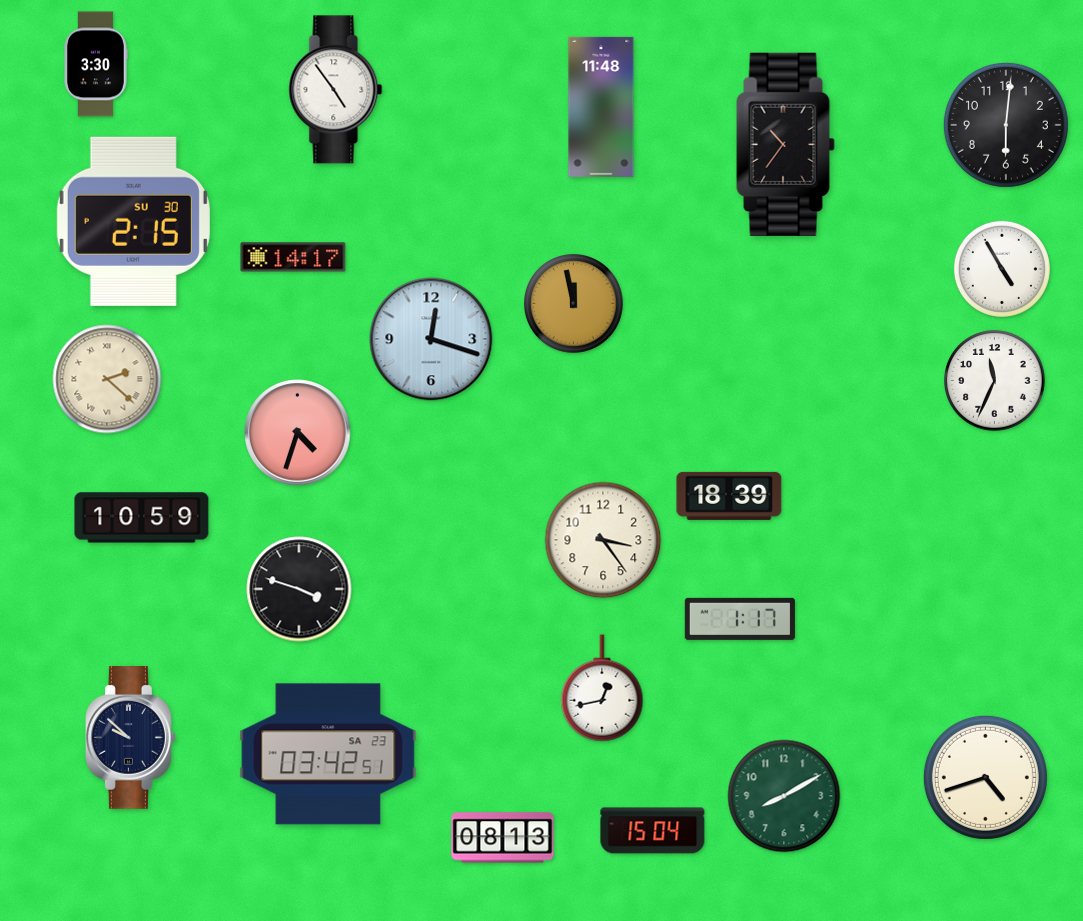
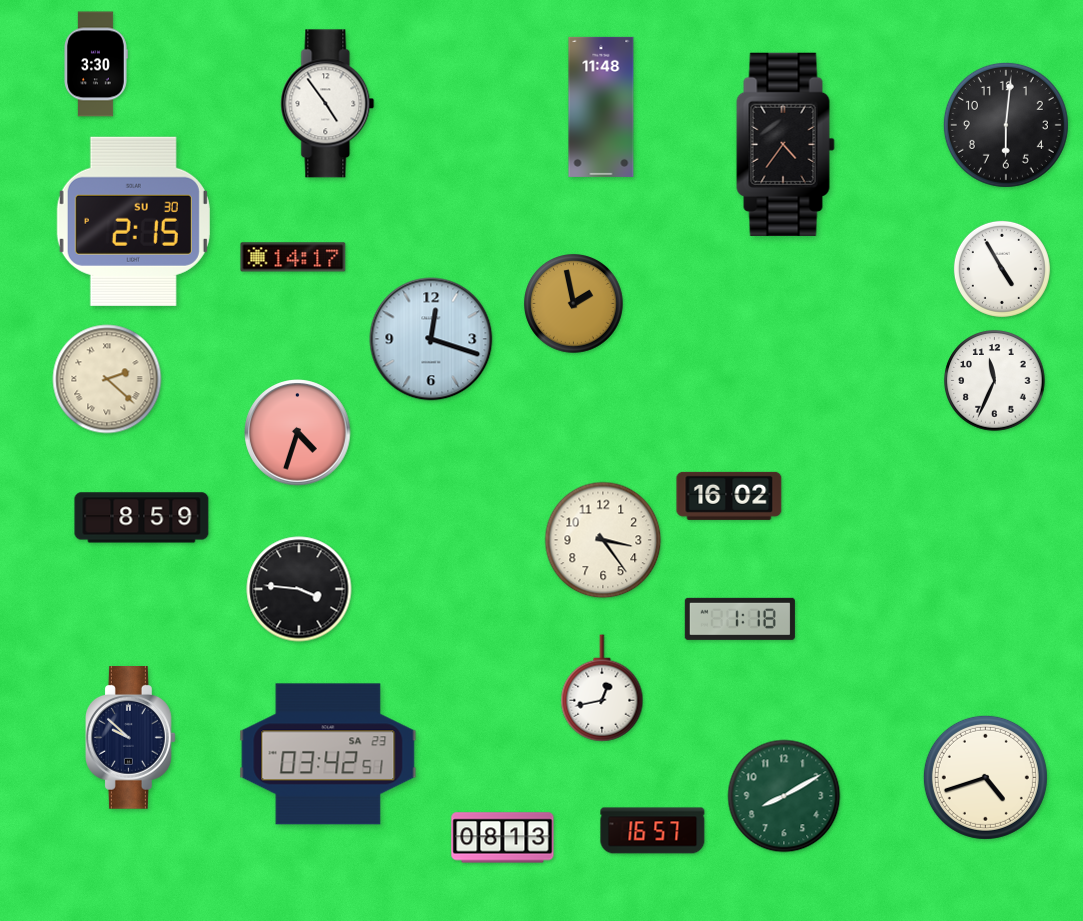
clock at (336, 90) position: (336, 90) -> (328, 104)
clock at (786, 144): 10:36 -> 4:36
clock at (574, 304): 11:58 -> 1:58
clock at (729, 496): 18:39 -> 16:02
clock at (142, 518): 10:59 -> 8:59
clock at (299, 589): 3:48 -> 3:46
clock at (740, 619): 1:17 -> 1:18
clock at (653, 831): 15:04 -> 16:57
